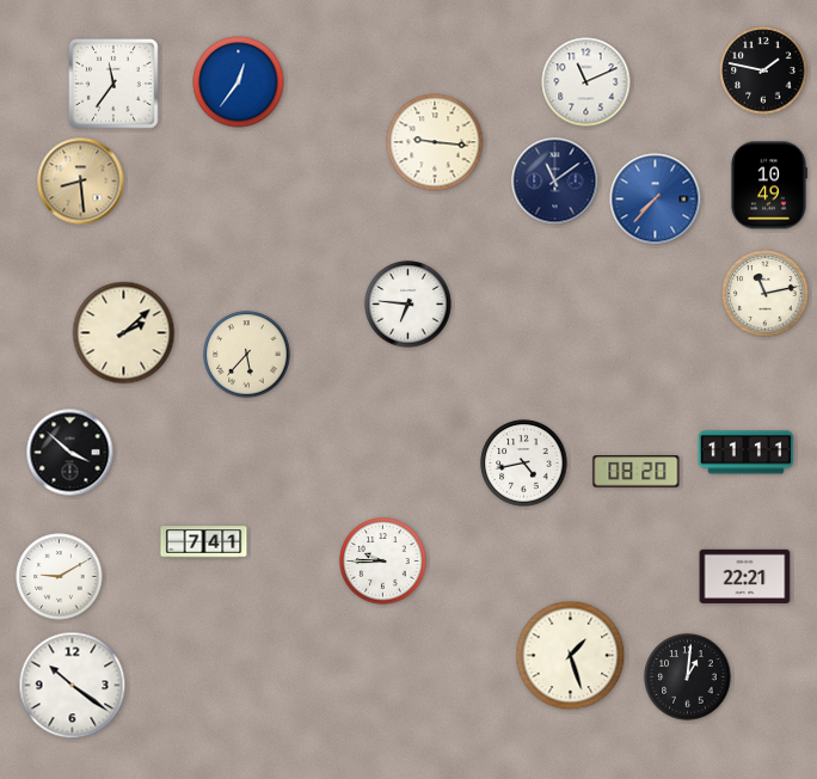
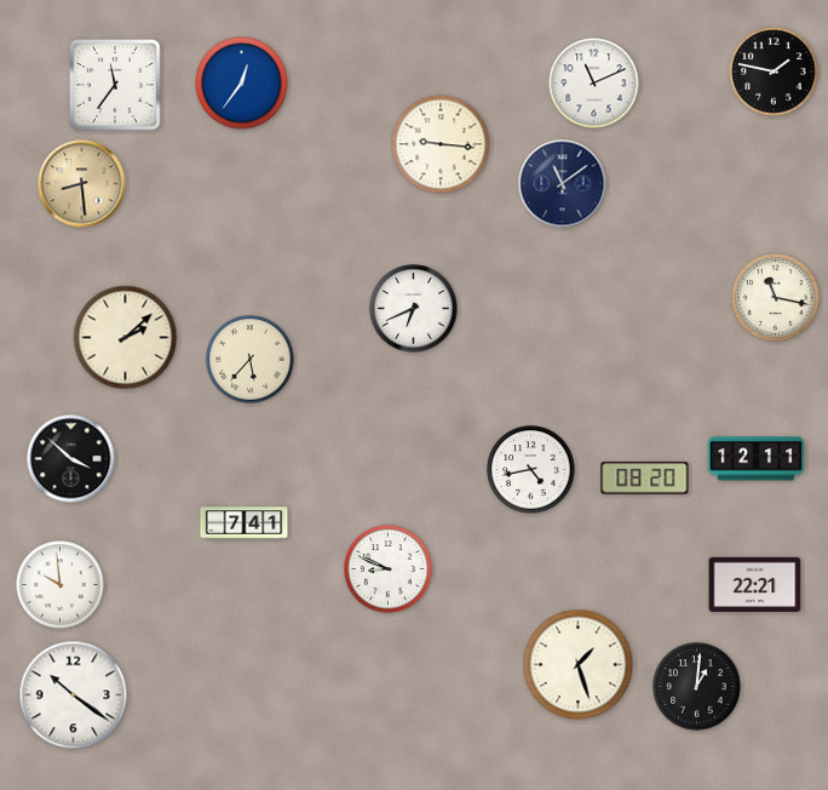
clock at (769, 185): 10:49 -> none
clock at (656, 200): 7:37 -> none
clock at (766, 294): 11:13 -> 11:17
clock at (408, 305): 6:46 -> 6:41
clock at (747, 453): 11:11 -> 12:11
clock at (204, 542) position: (204, 542) -> (245, 523)
clock at (383, 562): 9:45 -> 8:49
clock at (60, 577): 9:10 -> 9:59
